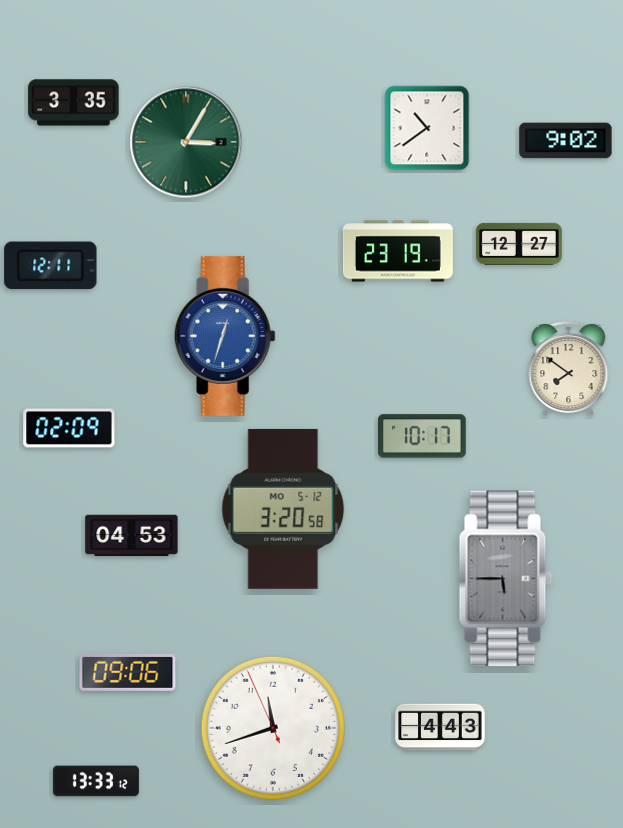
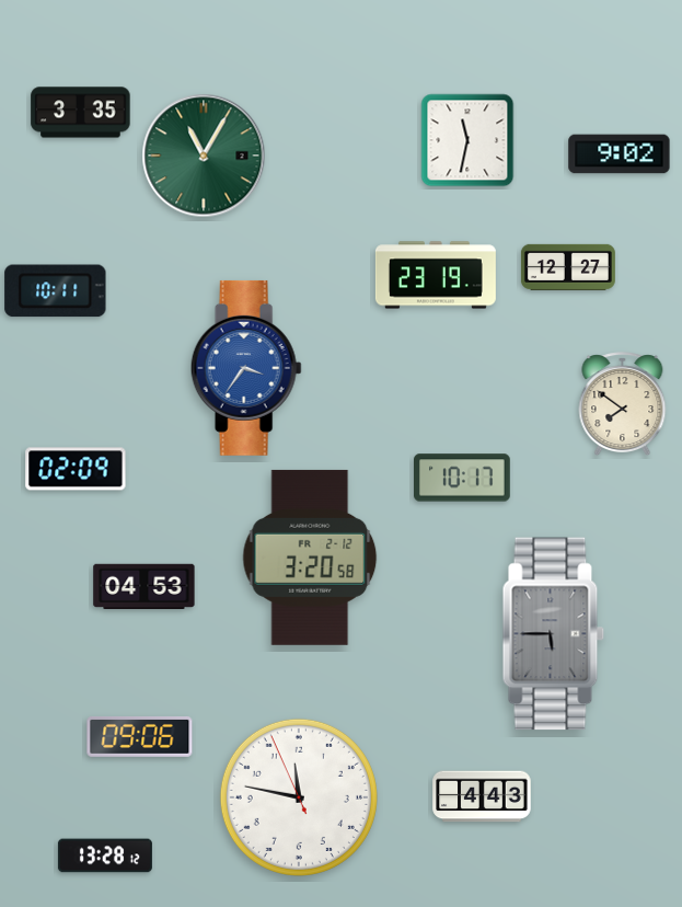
clock at (427, 128): 10:39 -> 11:32
clock at (186, 142): 3:05 -> 11:05
clock at (51, 266): 12:11 -> 10:11
clock at (225, 336): 12:33 -> 3:36
clock at (283, 509) date: MO 5-12 -> FR 2-12
clock at (273, 728): 11:41 -> 11:46
clock at (96, 781): 13:33 -> 13:28
